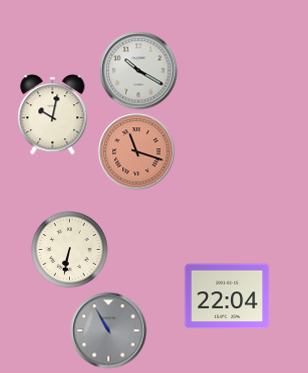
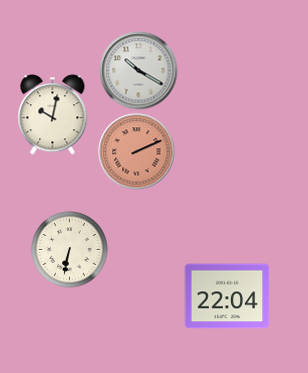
clock at (137, 152): 11:18 -> 2:11
clock at (109, 331): 10:55 -> none
